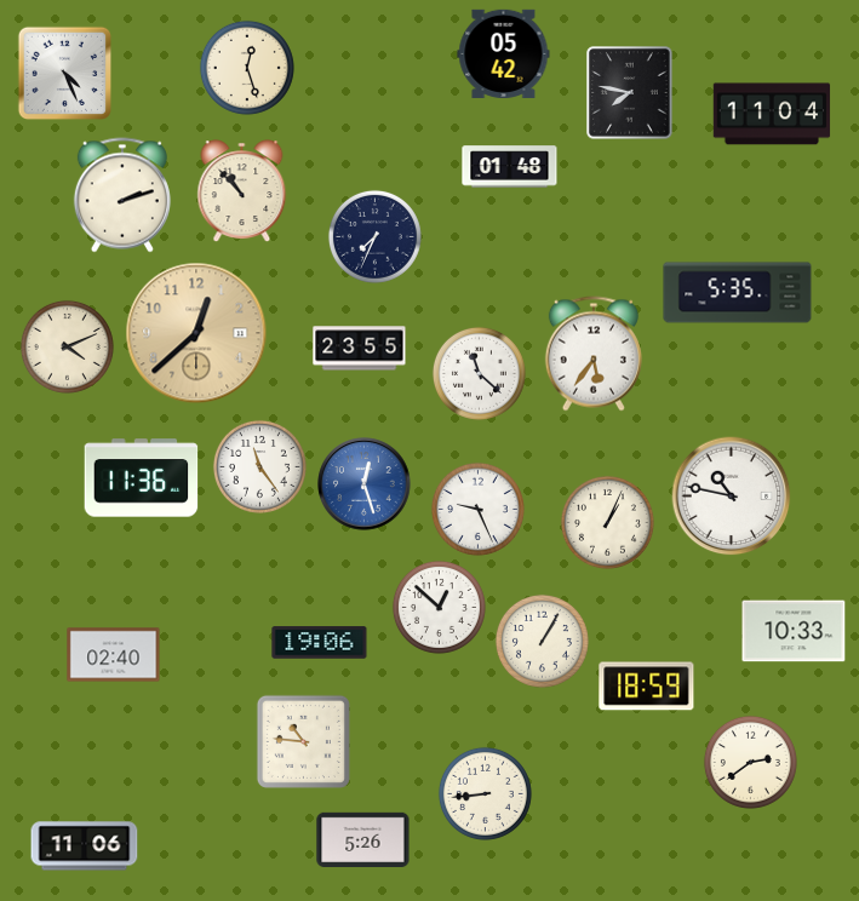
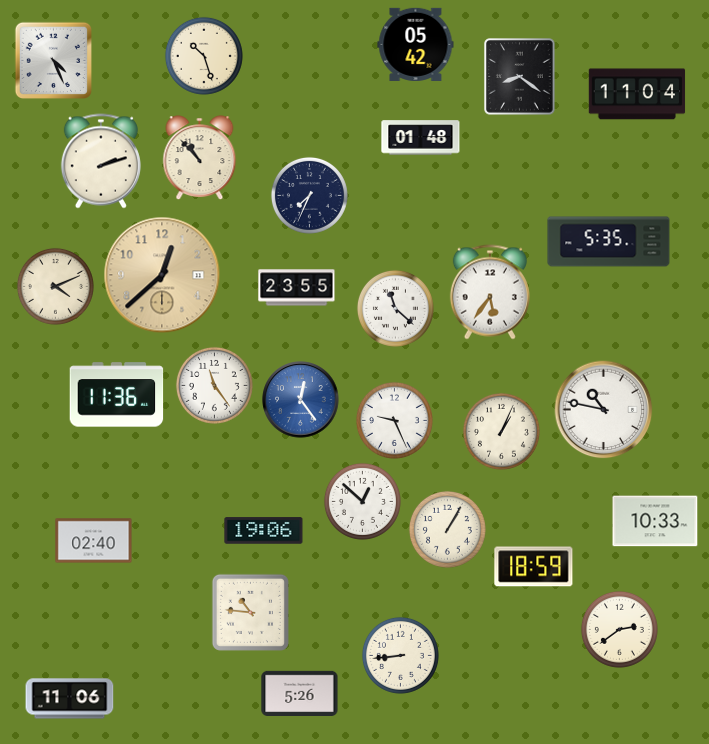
clock at (247, 68): 12:27 -> 10:27
clock at (630, 93): 7:47 -> 8:21
clock at (365, 484): 12:27 -> 12:24
